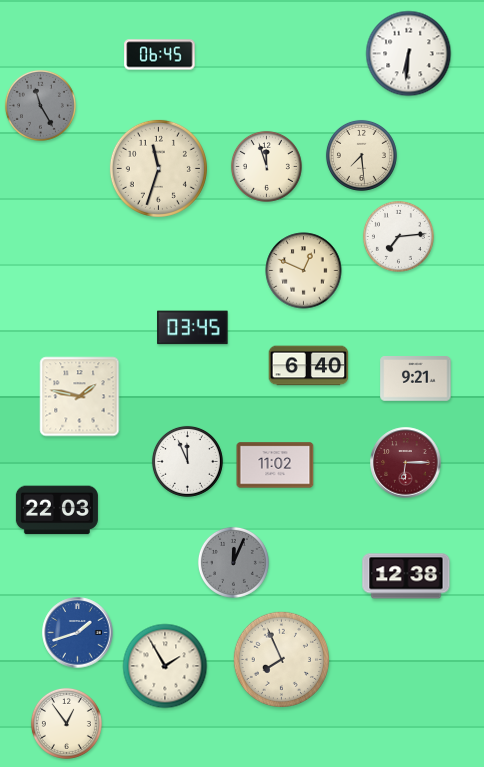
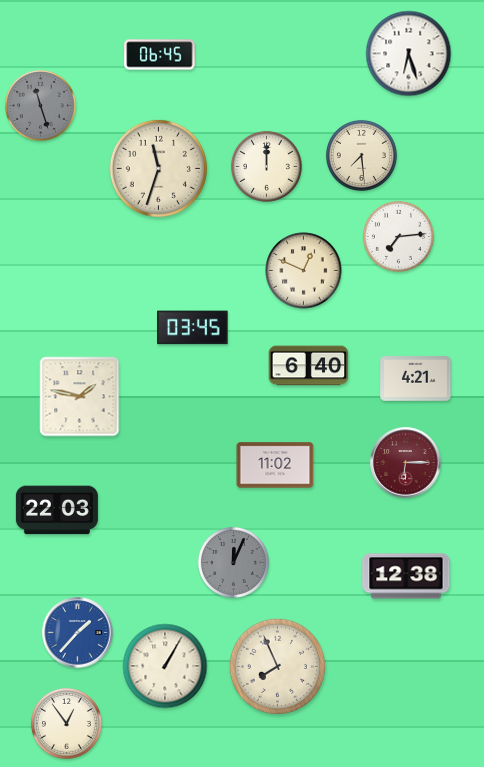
clock at (409, 54): 6:31 -> 6:27
clock at (40, 105): 11:25 -> 11:27
clock at (266, 166): 11:57 -> 12:00
clock at (416, 379): 9:21 -> 4:21
clock at (187, 461): 11:56 -> none
clock at (78, 633): 1:42 -> 1:37
clock at (281, 659) position: (281, 659) -> (277, 666)
clock at (165, 666): 1:55 -> 1:05
